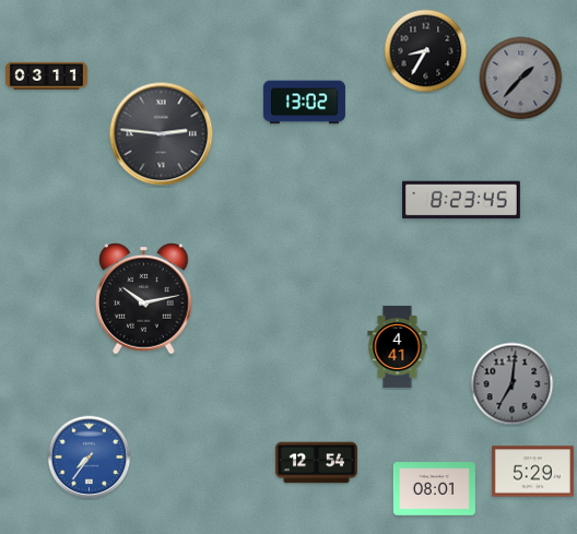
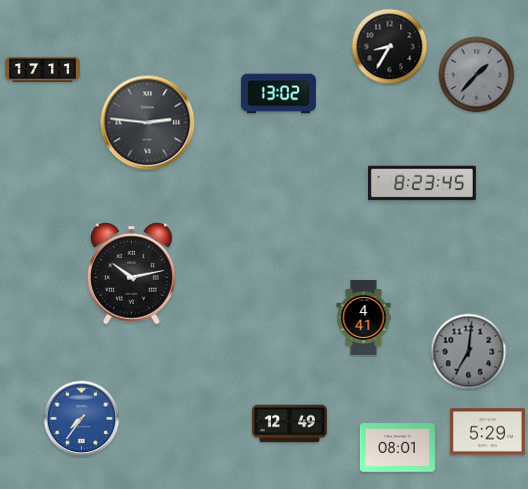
clock at (46, 75): 03:11 -> 17:11
clock at (521, 79) position: (521, 79) -> (477, 75)
clock at (316, 463): 12:54 -> 12:49
